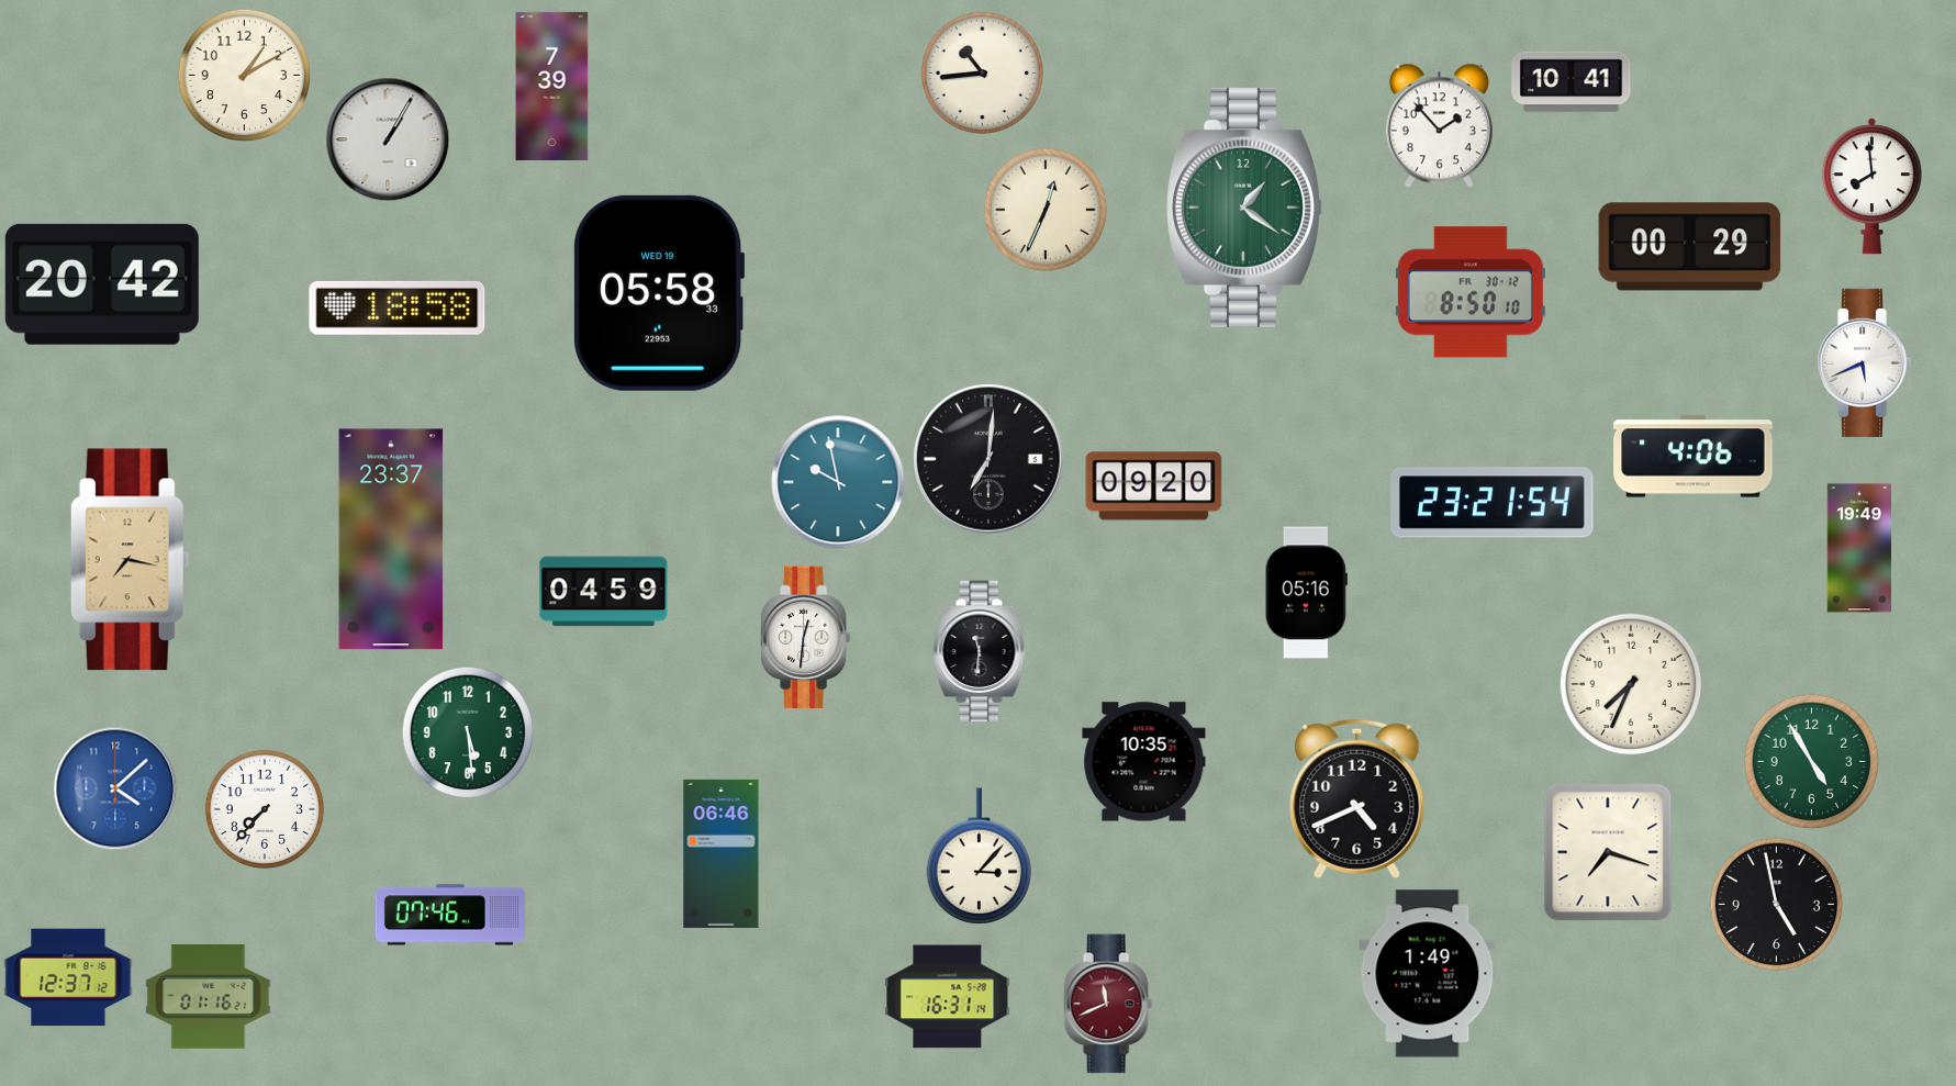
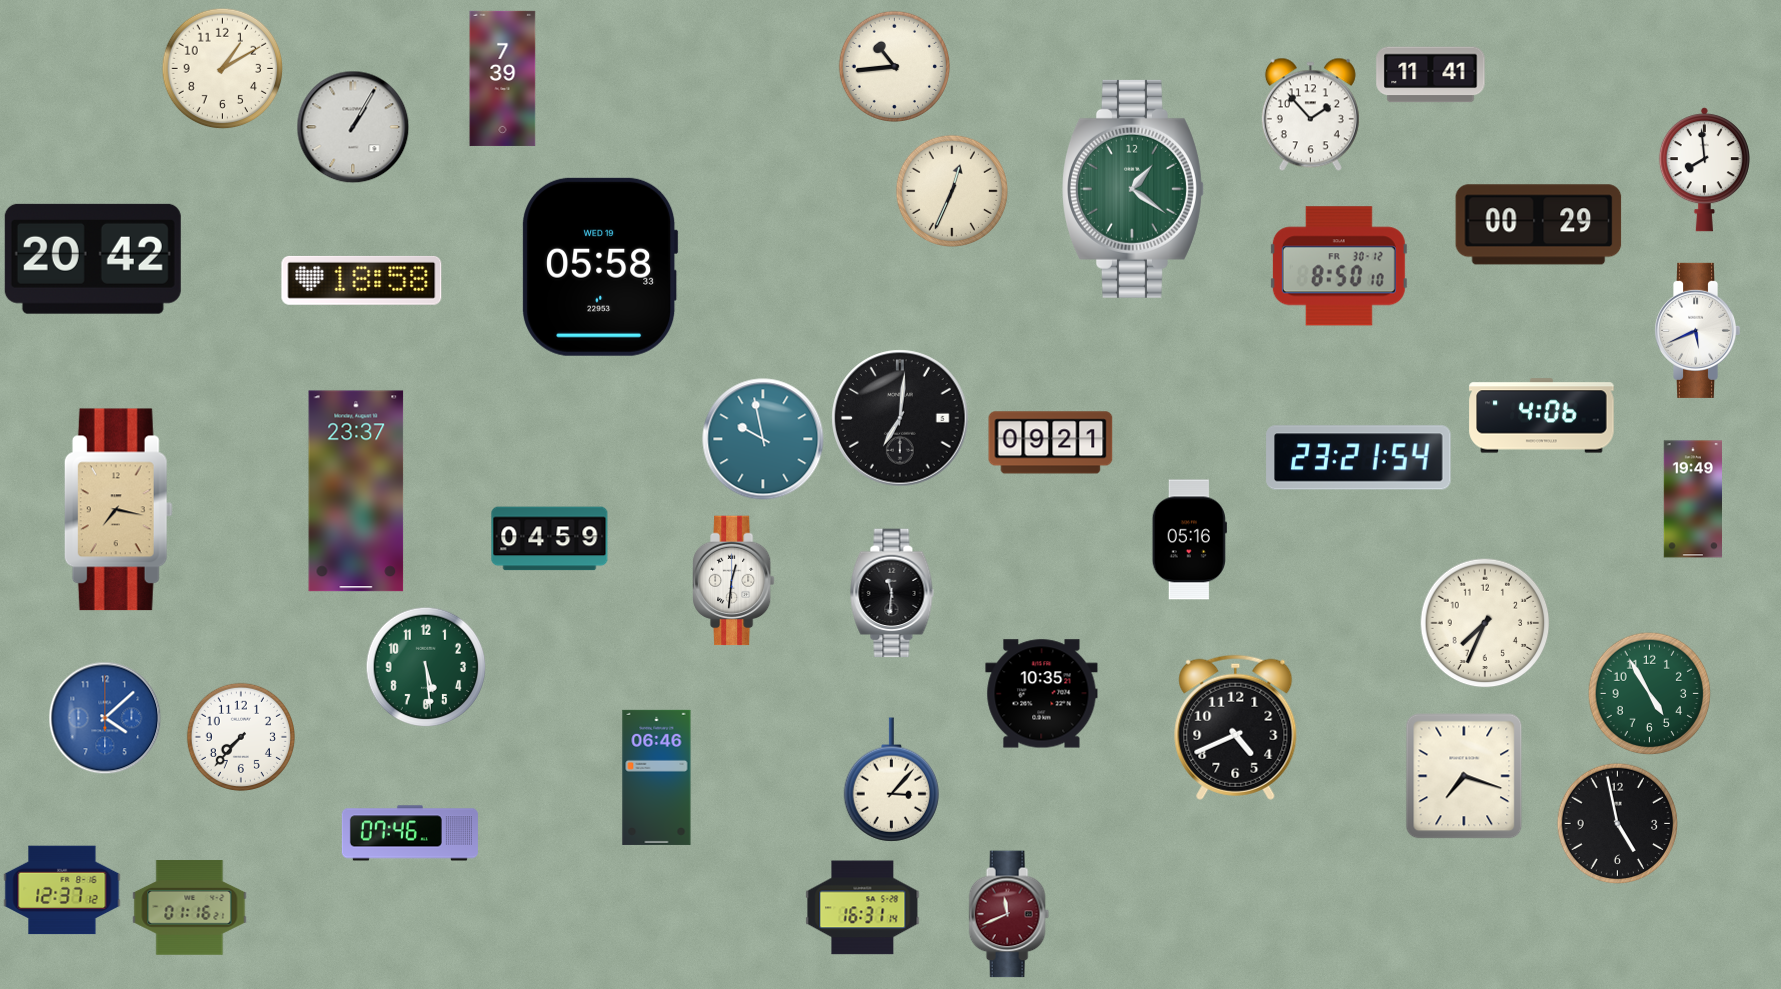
clock at (1572, 82): 10:41 -> 11:41
clock at (1154, 486): 09:20 -> 09:21
clock at (1428, 974): 1:49 -> none
